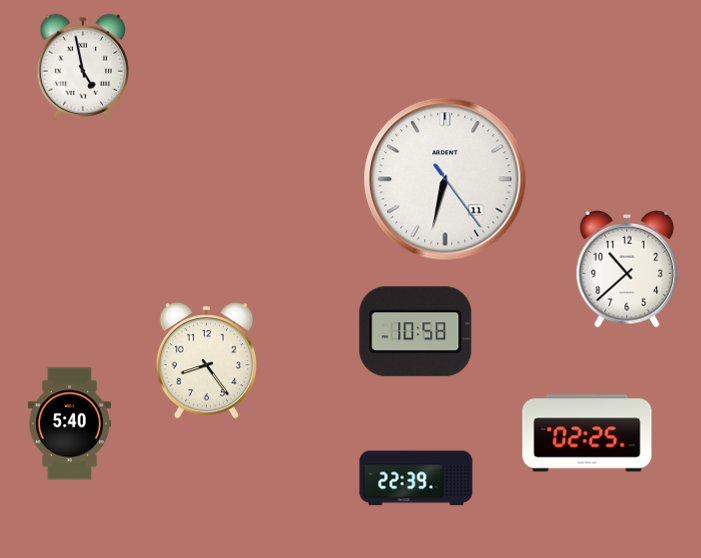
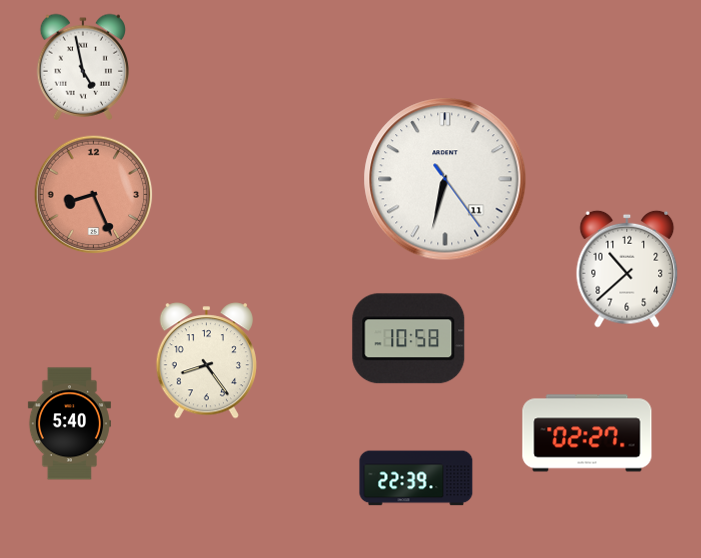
clock at (94, 195): none -> 8:26
clock at (416, 332) position: (416, 332) -> (409, 339)
clock at (587, 433): 02:25 -> 02:27
